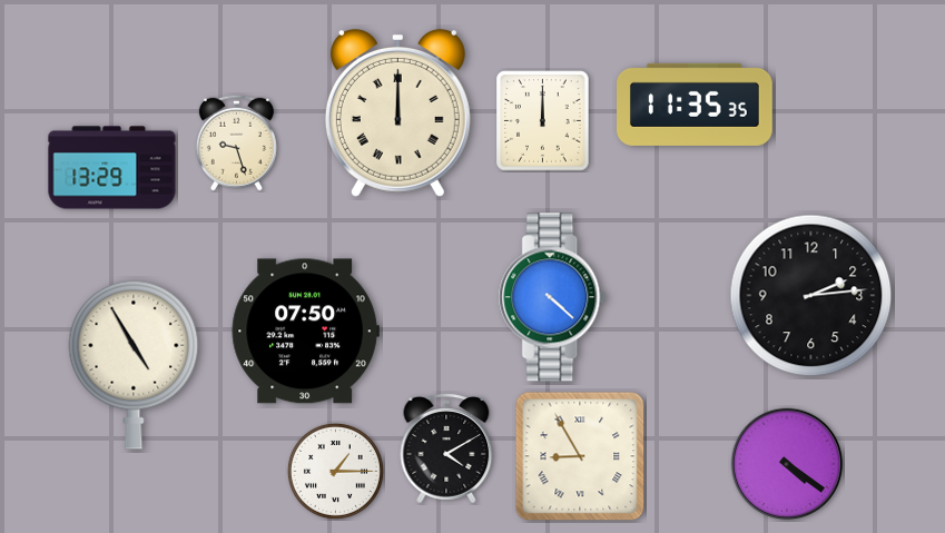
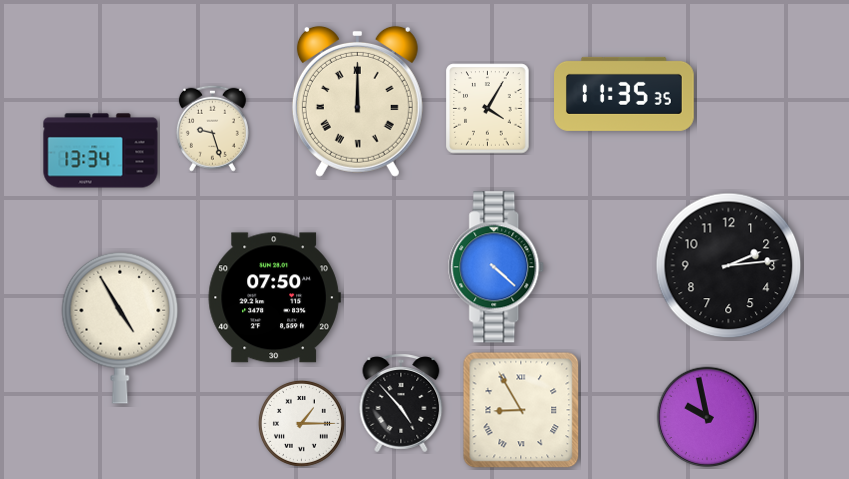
clock at (543, 121): 12:00 -> 4:05
clock at (112, 168): 13:29 -> 13:34
clock at (446, 448): 4:10 -> 4:53
clock at (787, 464): 4:21 -> 9:58
